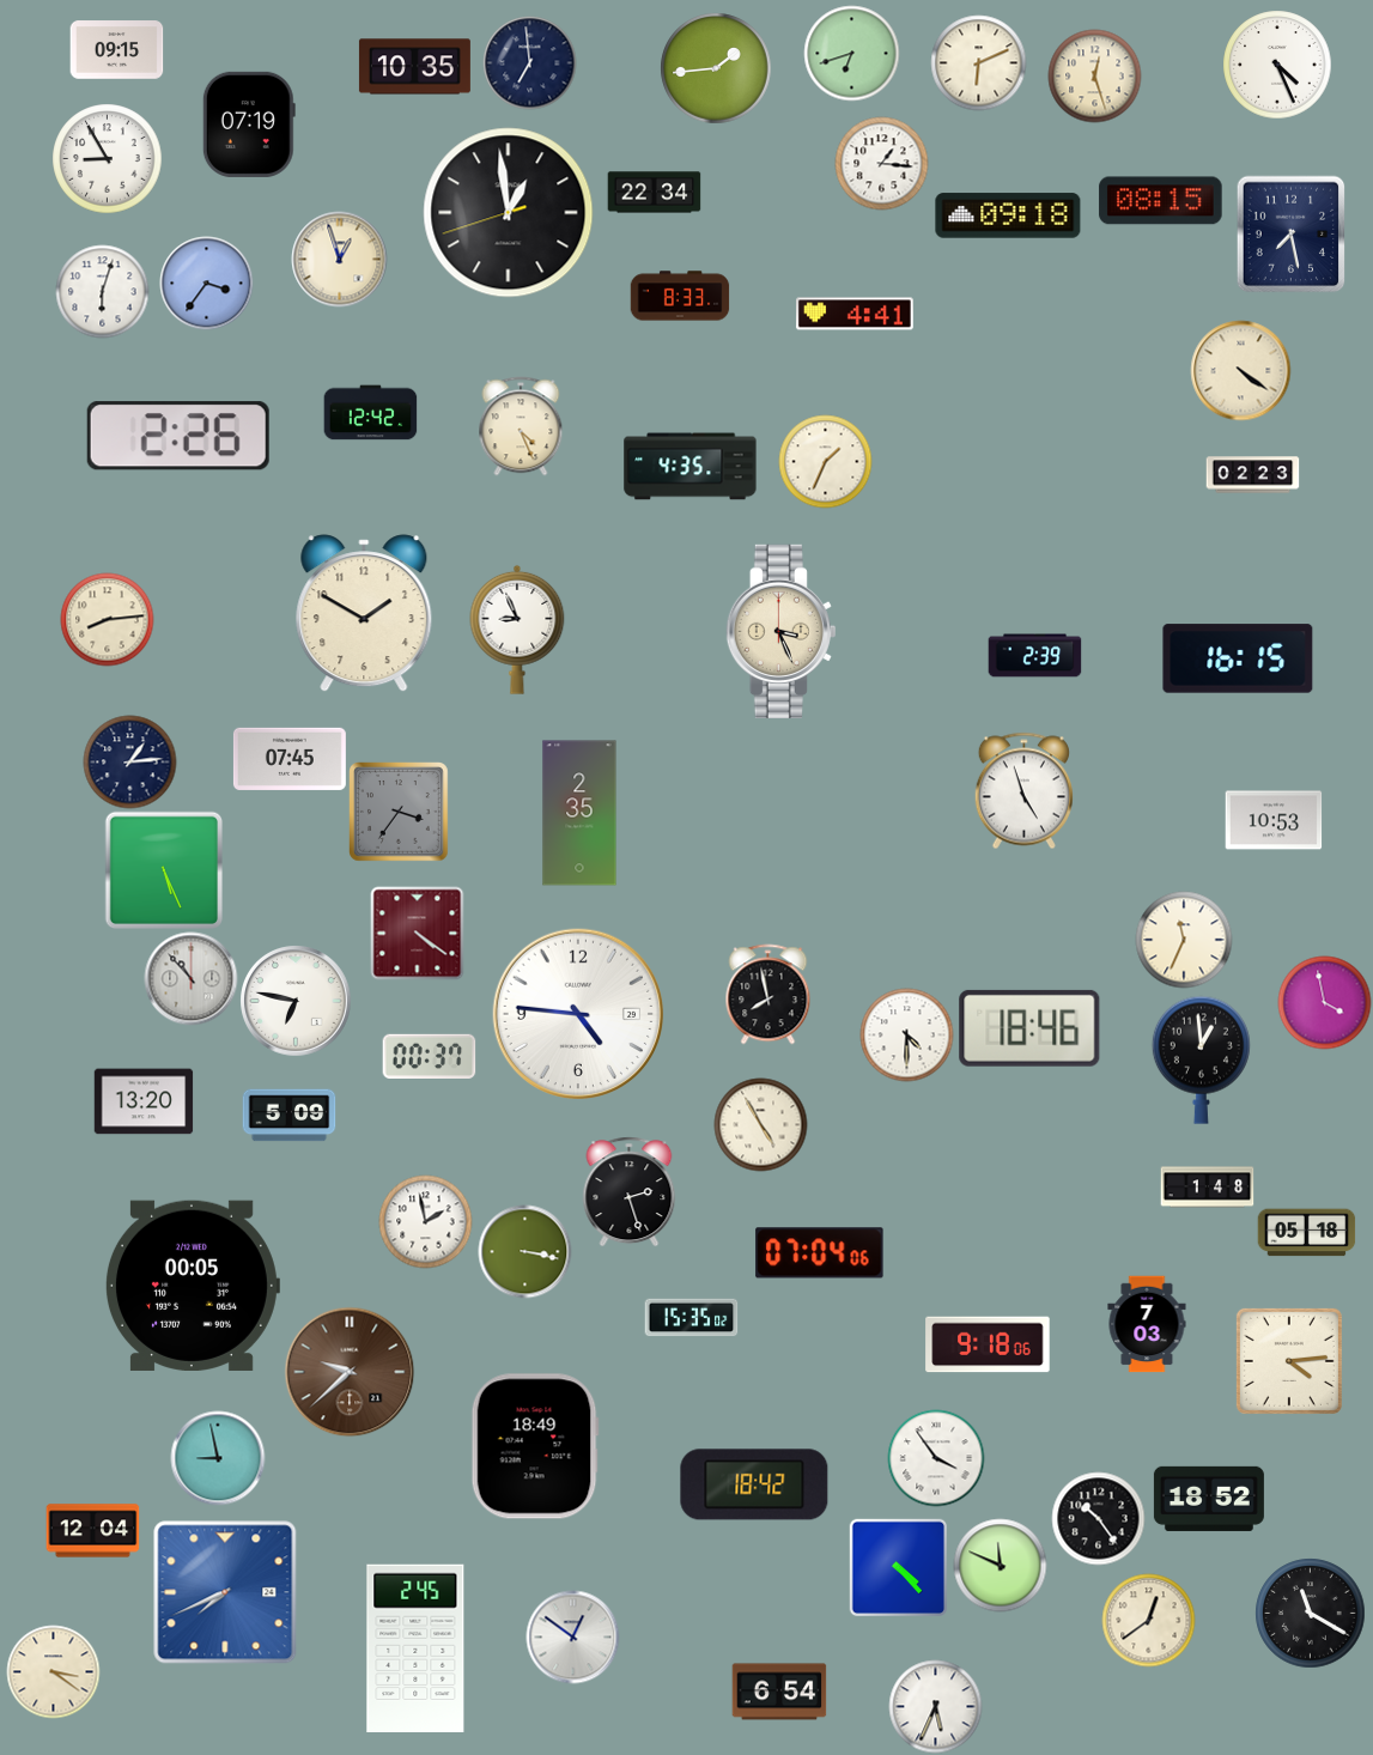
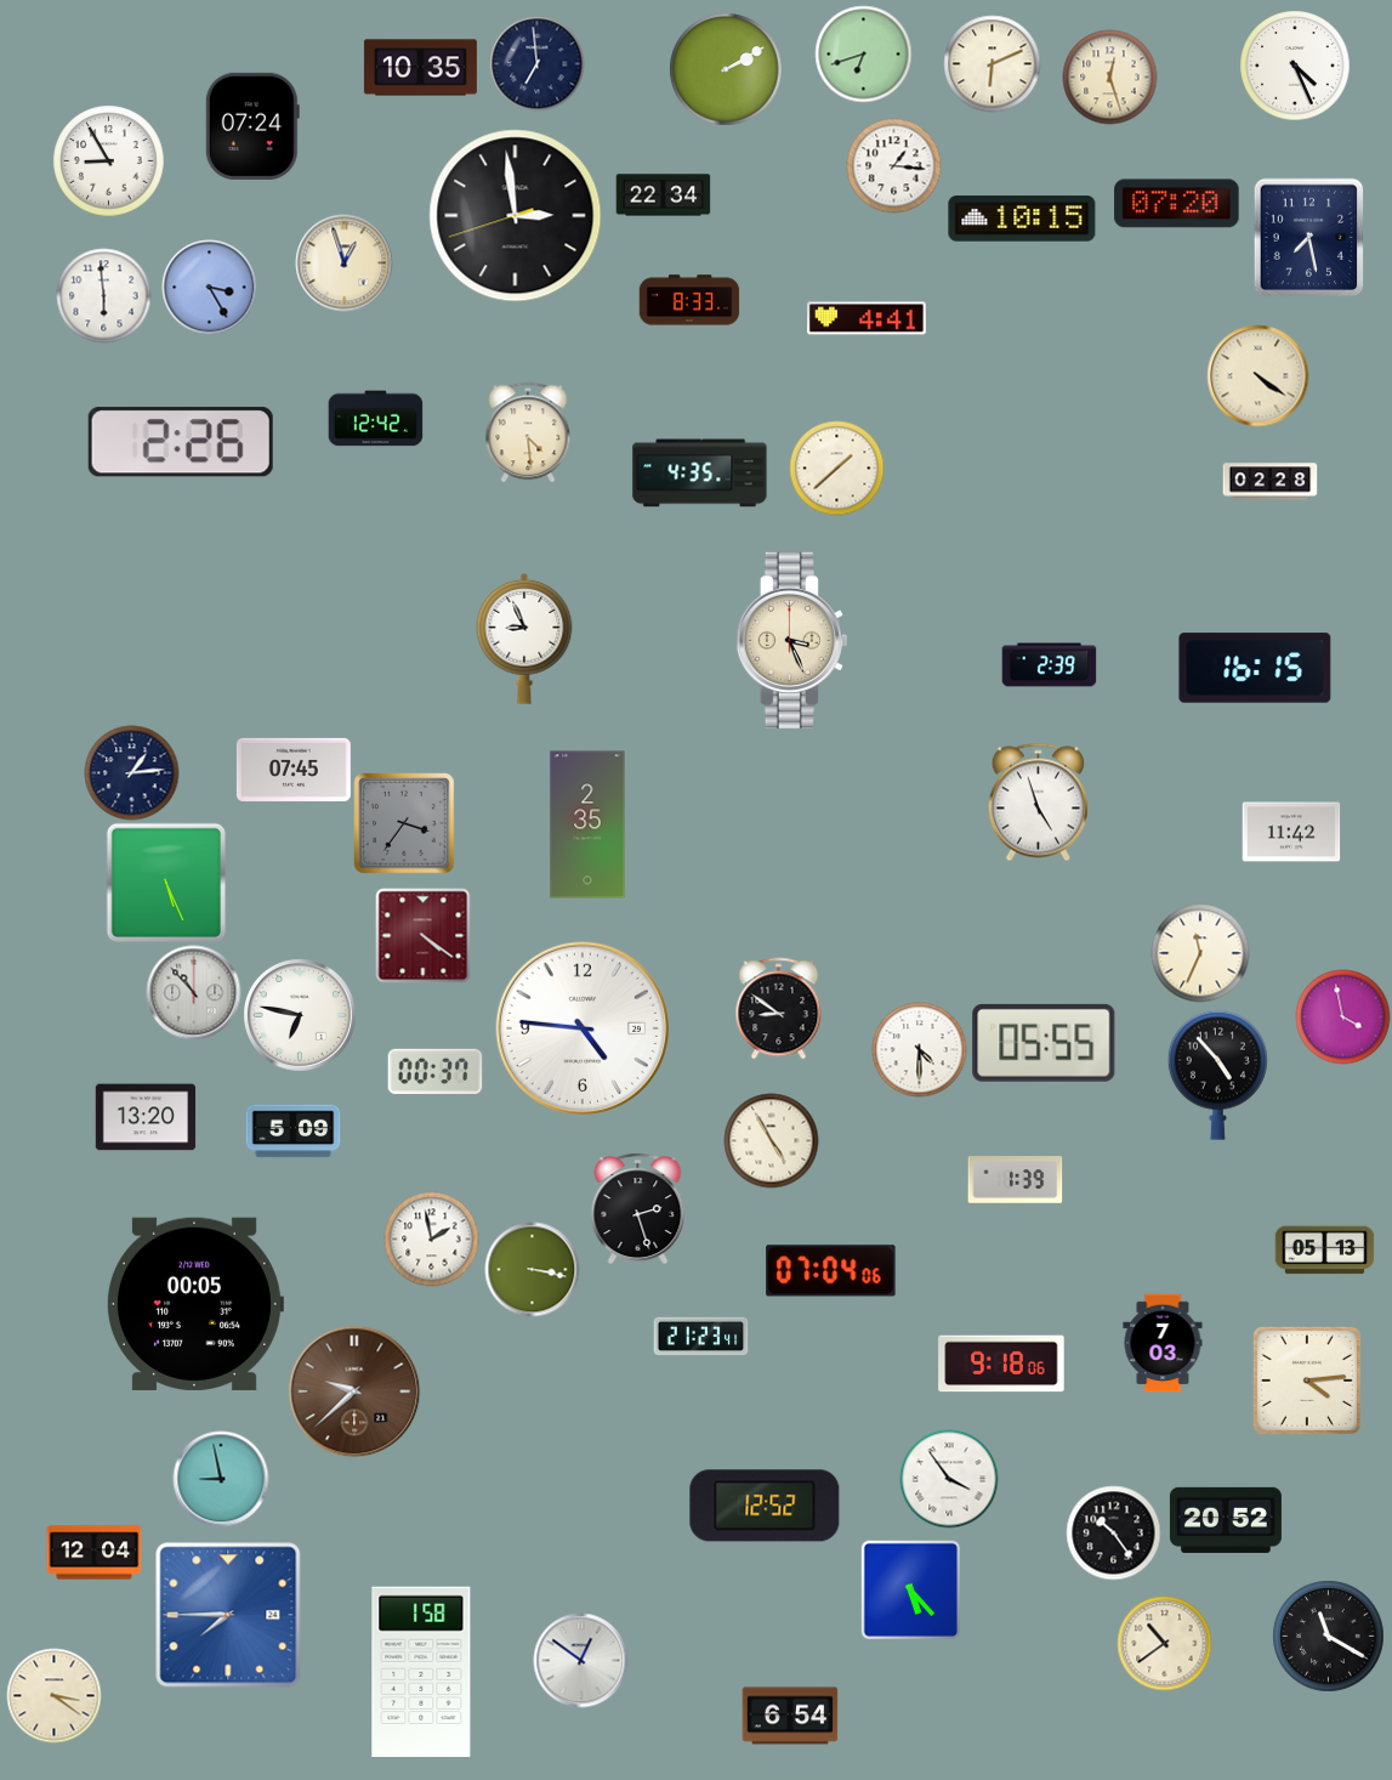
clock at (116, 50): 09:15 -> none
clock at (716, 68): 1:44 -> 2:10
clock at (249, 125): 07:19 -> 07:24
clock at (1161, 201): 08:15 -> 07:20
clock at (509, 213): 12:58 -> 2:58
clock at (1008, 215): 09:18 -> 10:15
clock at (206, 283): 3:36 -> 3:25
clock at (102, 291): 6:03 -> 5:59
clock at (521, 426): 4:26 -> 4:29
clock at (825, 461): 1:34 -> 1:38
clock at (1252, 475): 02:23 -> 02:28
clock at (364, 613): 1:50 -> none
clock at (107, 619): 8:14 -> none
clock at (1274, 820): 10:53 -> 11:42
clock at (417, 933) position: (417, 933) -> (422, 935)
clock at (768, 994): 7:58 -> 8:51
clock at (577, 1013) position: (577, 1013) -> (581, 1027)
clock at (1029, 1028): 18:46 -> 05:55
clock at (1201, 1059): 12:59 -> 4:53
clock at (1015, 1180): none -> 1:39
clock at (1207, 1188): 1:48 -> none
clock at (1306, 1233): 05:18 -> 05:13
clock at (691, 1318): 15:35 -> 21:23
clock at (535, 1446): 18:49 -> none
clock at (754, 1484): 18:42 -> 12:52
clock at (1209, 1499): 18:52 -> 20:52
clock at (1098, 1518) position: (1098, 1518) -> (1113, 1532)
clock at (1000, 1565): 11:49 -> none
clock at (898, 1567): 4:23 -> 5:23
clock at (225, 1592): 7:41 -> 7:45
clock at (1148, 1620): 12:39 -> 10:39
clock at (415, 1647): 2:45 -> 1:58
clock at (935, 1706): 5:34 -> none
